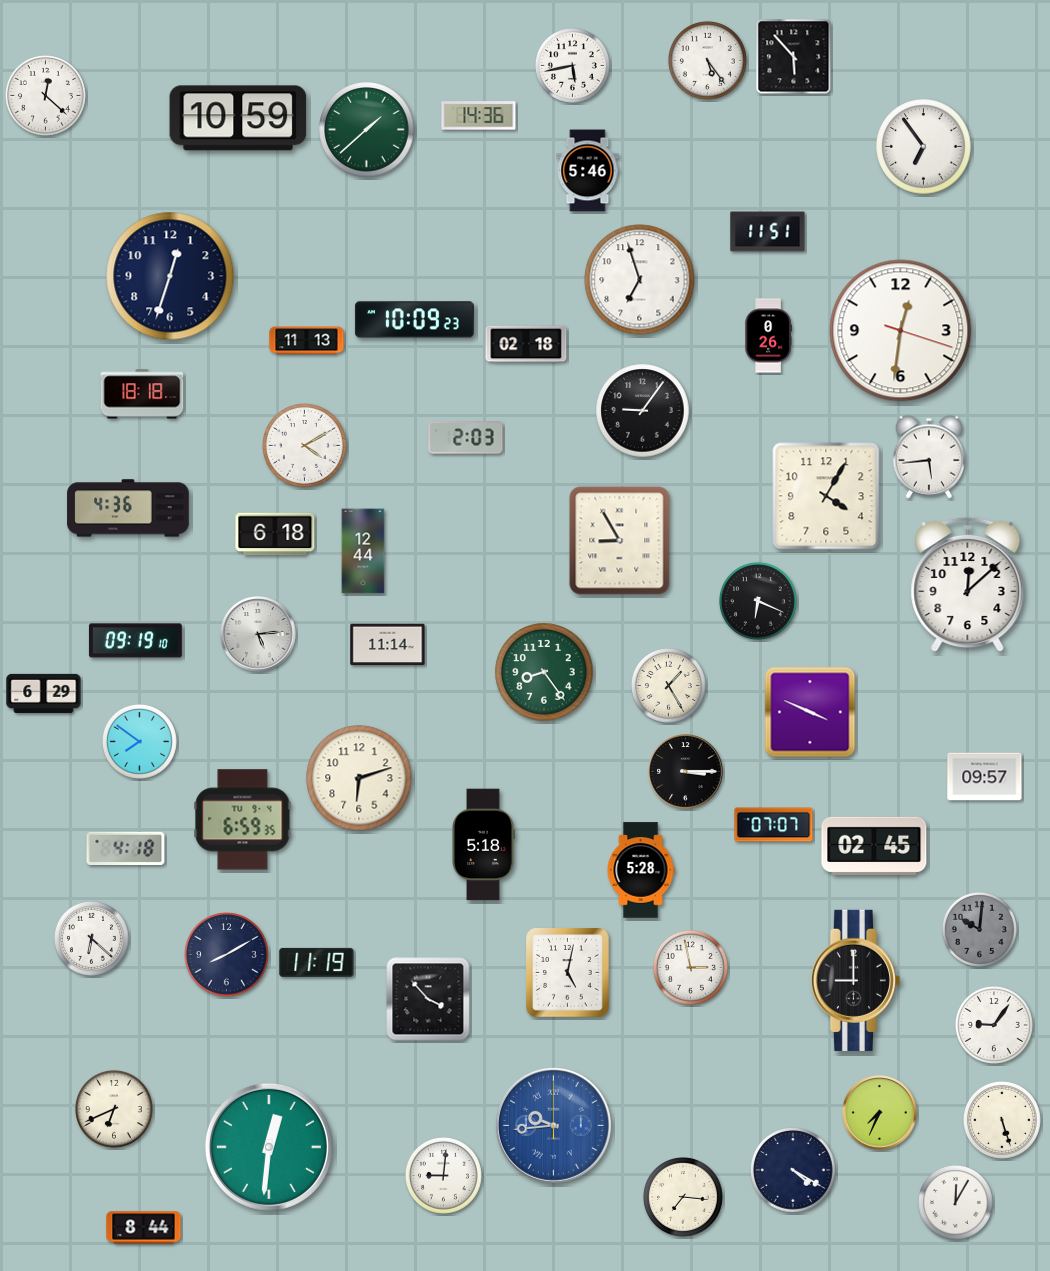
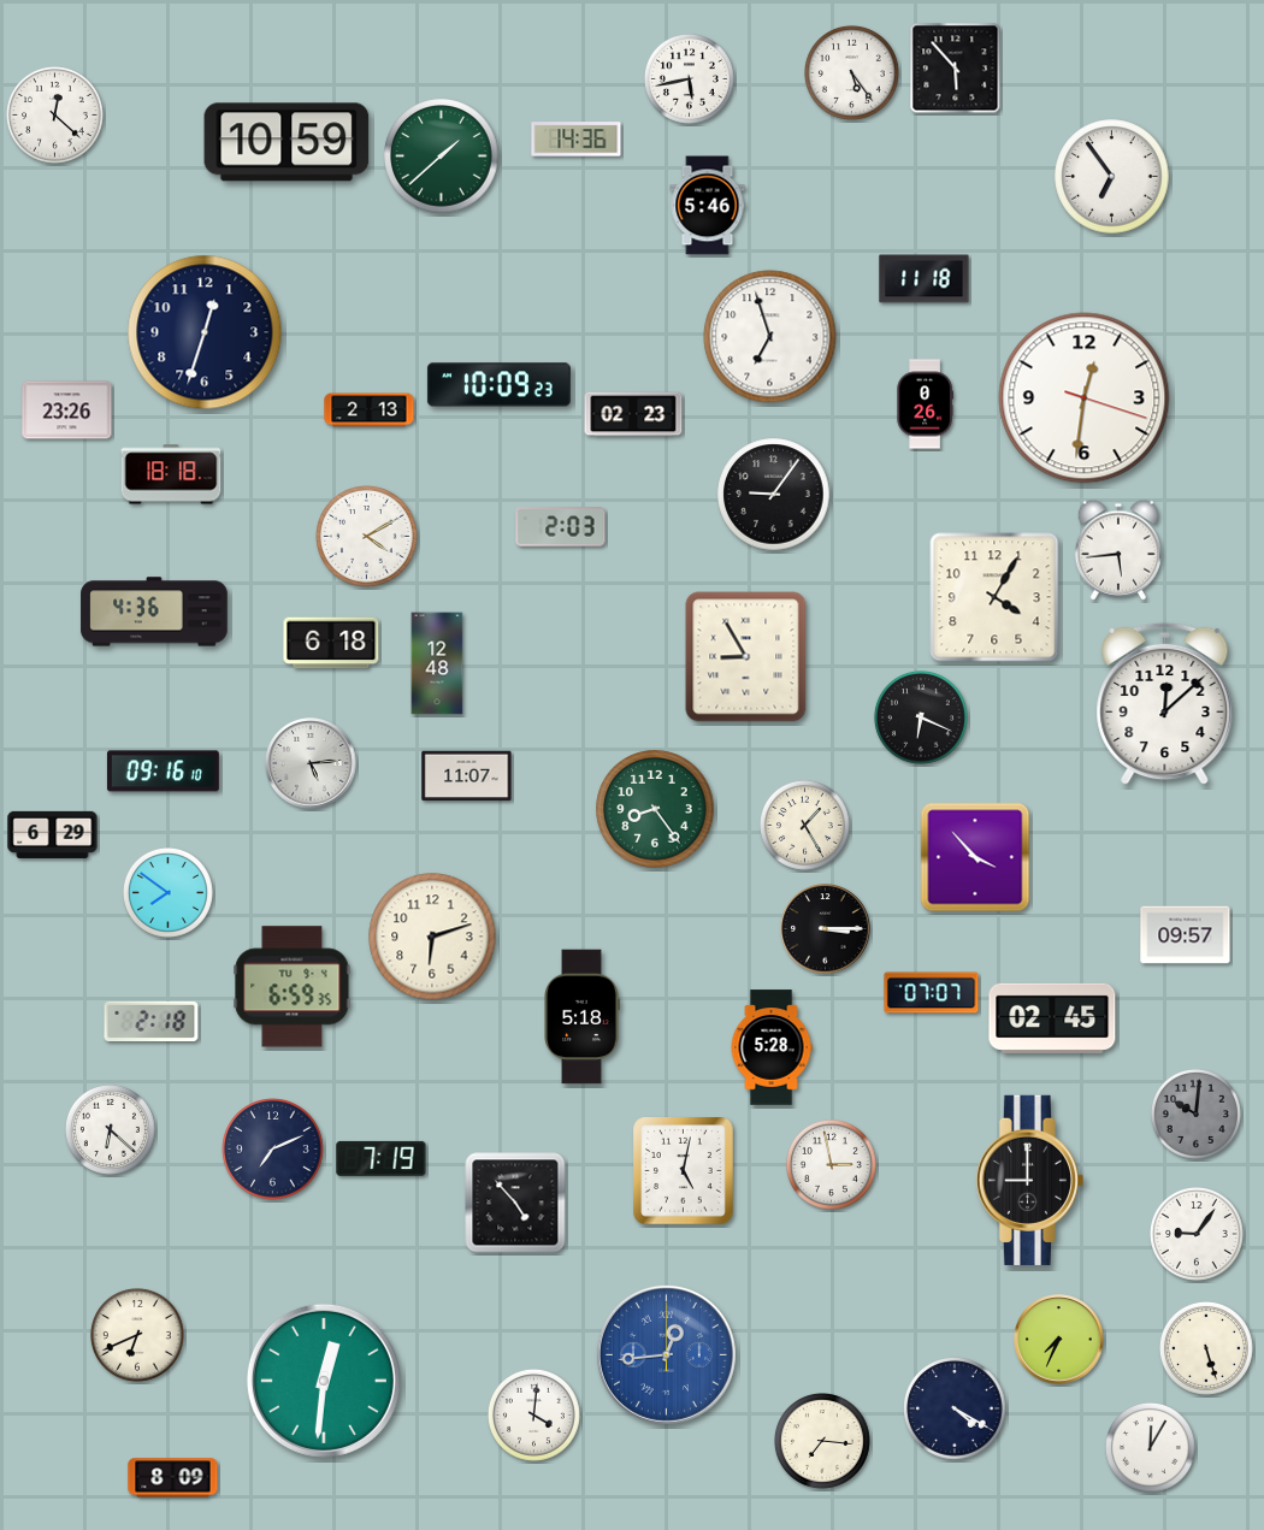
clock at (768, 232): 11:51 -> 11:18
clock at (67, 410): none -> 23:26
clock at (307, 341): 11:13 -> 2:13
clock at (526, 344): 02:18 -> 02:23
clock at (620, 541) position: (620, 541) -> (746, 657)
clock at (363, 551): 12:44 -> 12:48
clock at (758, 601) position: (758, 601) -> (921, 717)
clock at (135, 641): 09:19 -> 09:16
clock at (388, 645): 11:14 -> 11:07
clock at (810, 712): 3:49 -> 3:53
clock at (126, 848): 4:18 -> 2:18
clock at (979, 929) position: (979, 929) -> (1195, 1113)
clock at (227, 955): 8:10 -> 7:11
clock at (317, 962): 11:19 -> 7:19
clock at (428, 999): 3:53 -> 4:53
clock at (553, 1125): 9:44 -> 12:44
clock at (443, 1175): 9:01 -> 4:01
clock at (144, 1228): 8:44 -> 8:09
